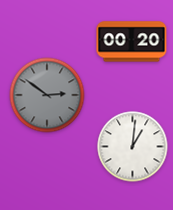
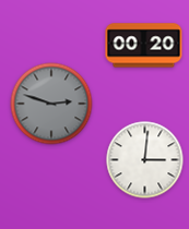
clock at (47, 95): 2:51 -> 2:48
clock at (133, 147): 1:01 -> 3:01
